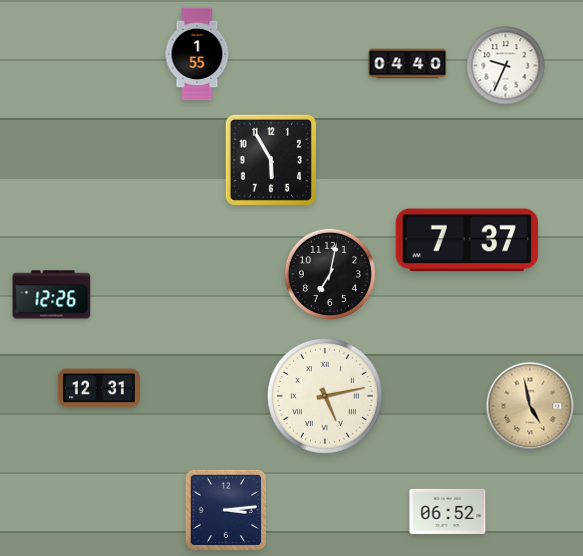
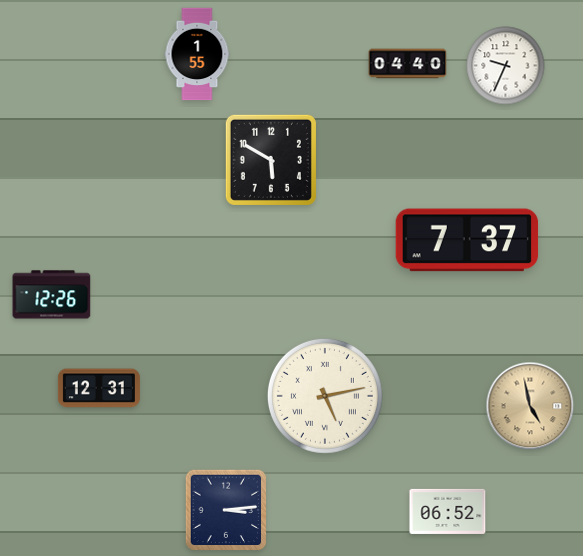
clock at (271, 160): 5:55 -> 5:50
clock at (329, 273): 7:02 -> none
